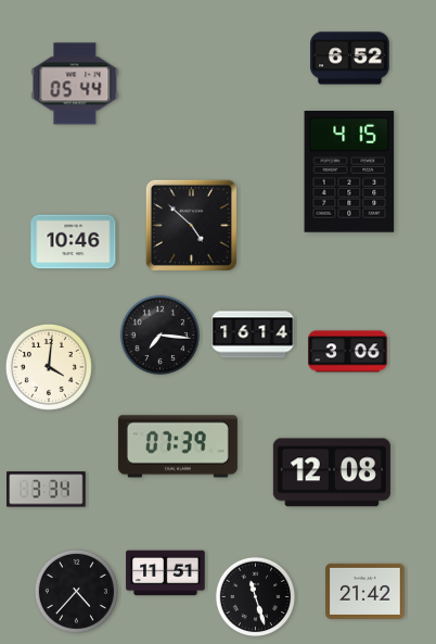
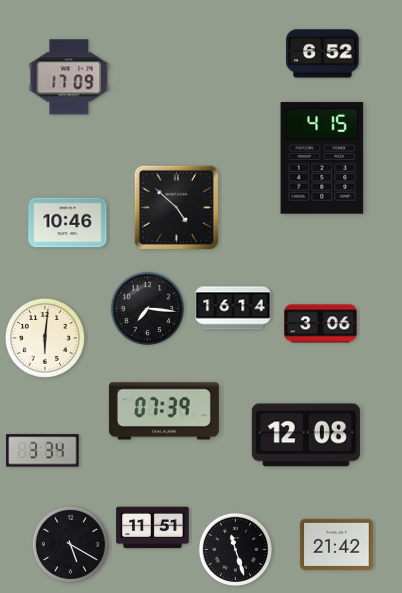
clock at (75, 84): 05:44 -> 17:09
clock at (49, 367): 4:01 -> 6:01
clock at (76, 591): 4:37 -> 5:20
